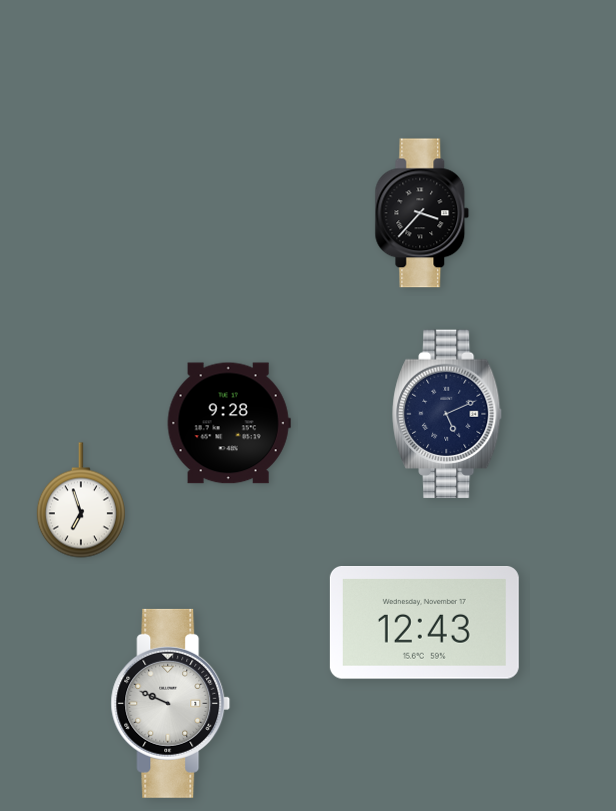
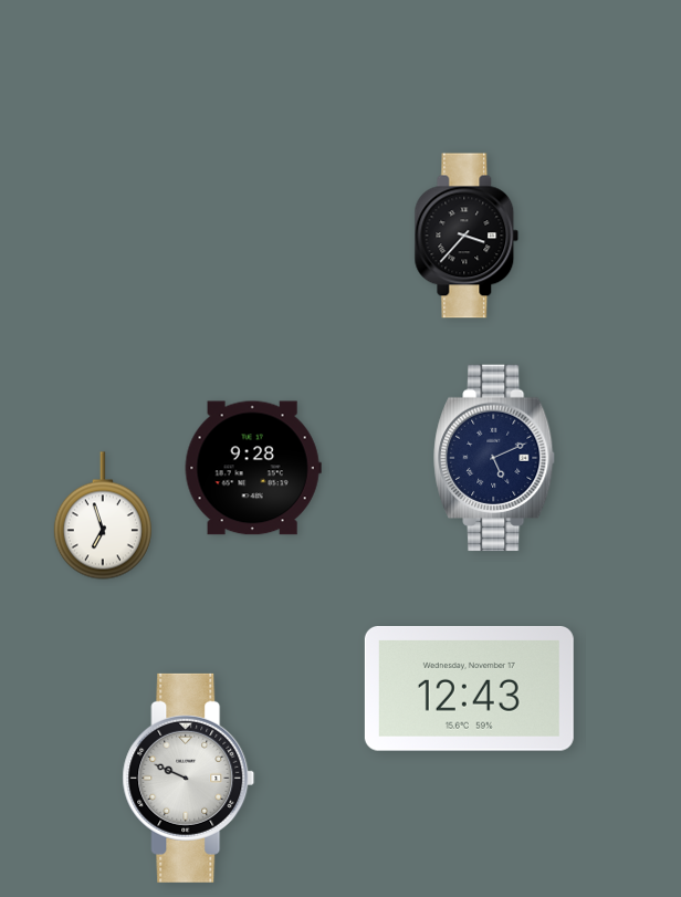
clock at (81, 500) position: (81, 500) -> (103, 515)
